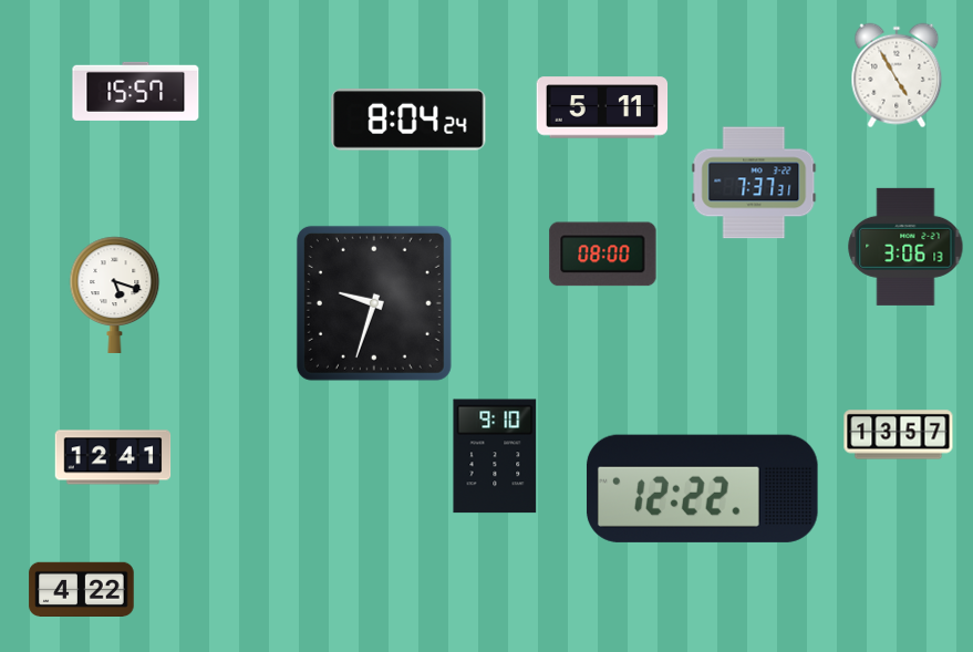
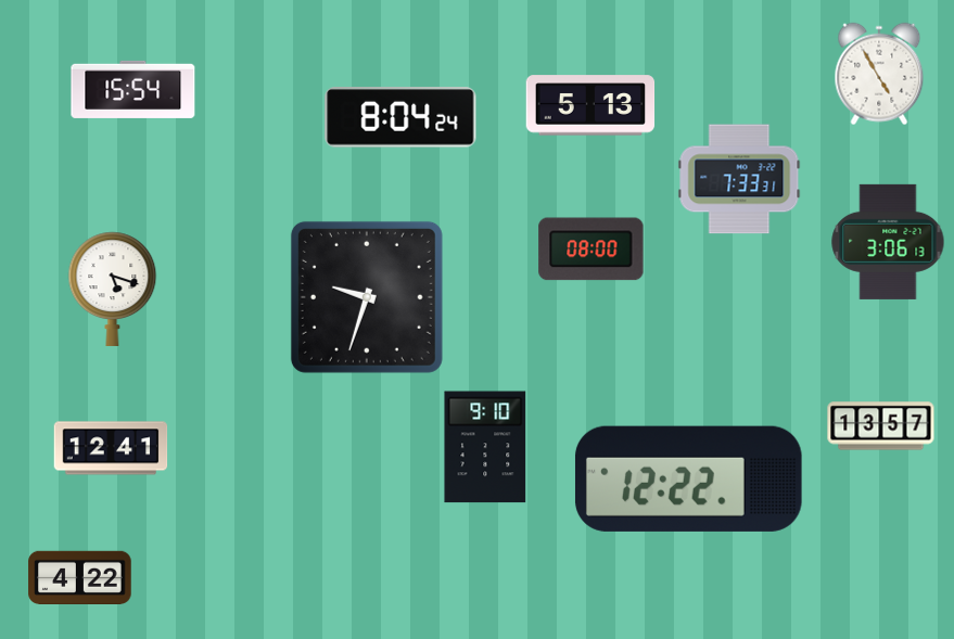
clock at (136, 91): 15:57 -> 15:54
clock at (602, 107): 5:11 -> 5:13
clock at (754, 183): 7:37 -> 7:33
